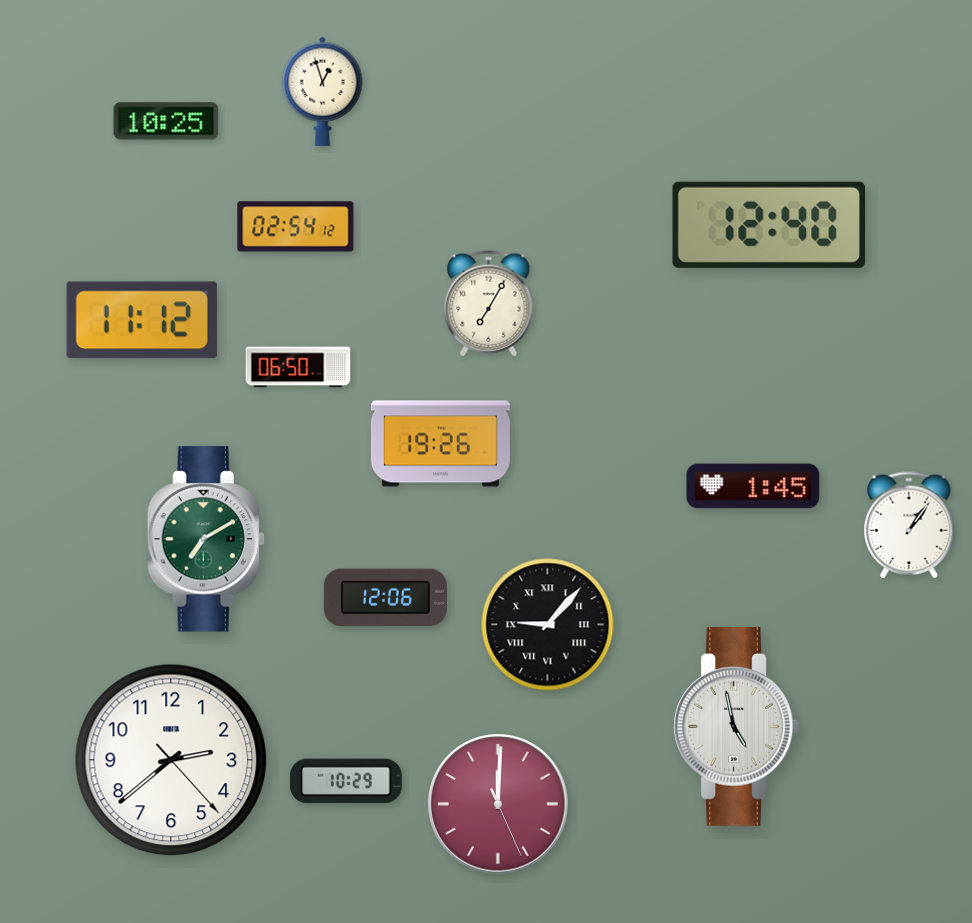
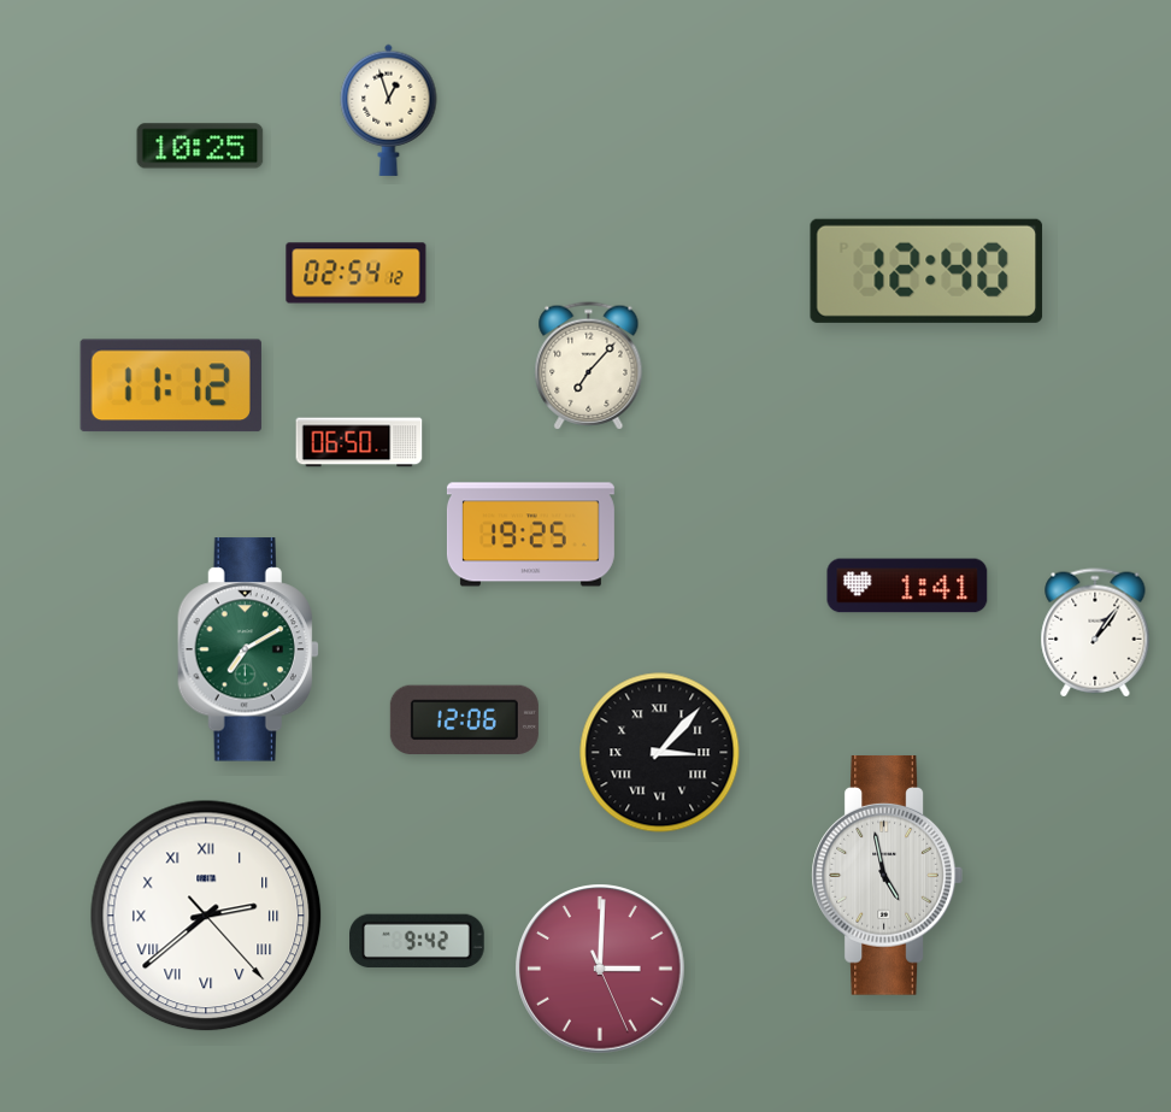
clock at (489, 304): 7:05 -> 7:07
clock at (440, 444): 19:26 -> 19:25
clock at (753, 486): 1:45 -> 1:41
clock at (548, 625): 9:07 -> 3:07
clock at (171, 760) numerals: Arabic -> Roman
clock at (346, 781): 10:29 -> 9:42
clock at (498, 804): 12:00 -> 3:00
